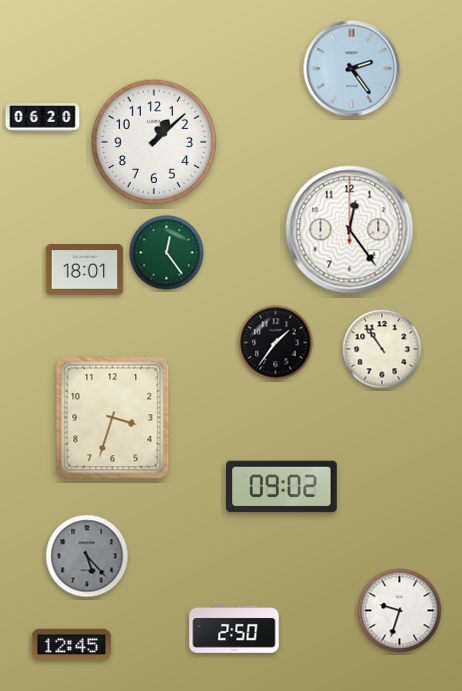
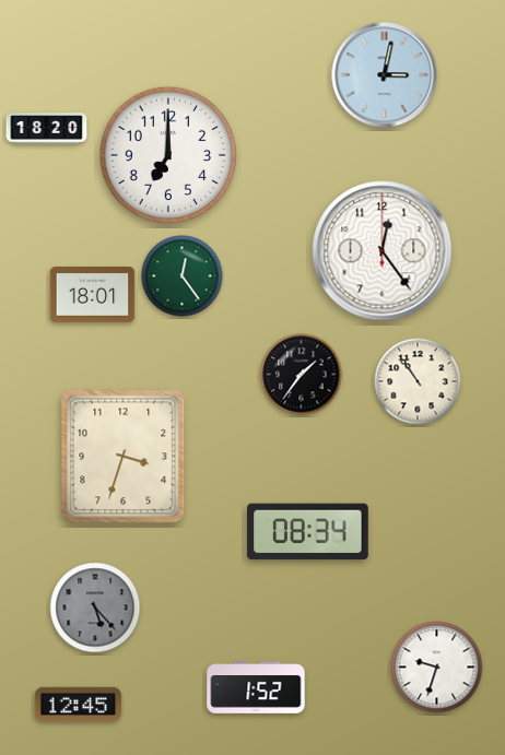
clock at (352, 69): 2:24 -> 3:02
clock at (43, 118): 06:20 -> 18:20
clock at (153, 141): 1:08 -> 7:00
clock at (282, 487): 09:02 -> 08:34
clock at (234, 629): 2:50 -> 1:52
